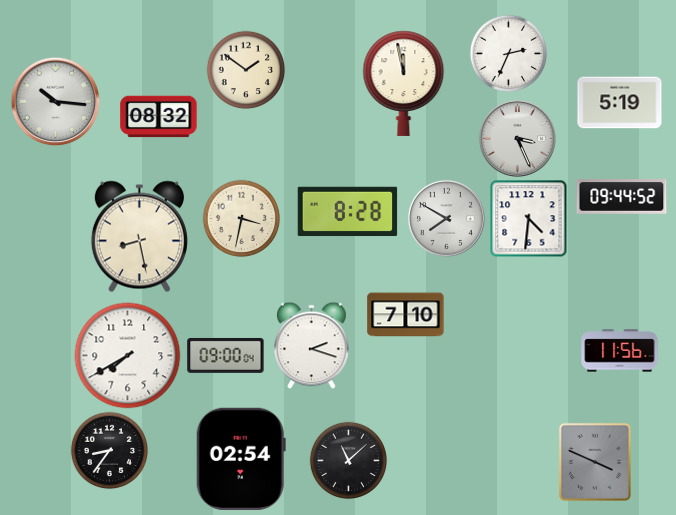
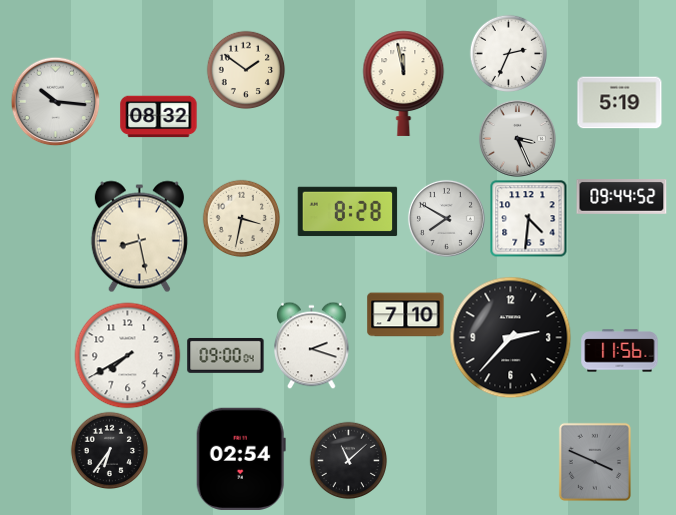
clock at (511, 338): none -> 2:37
clock at (109, 450): 8:36 -> 6:36
